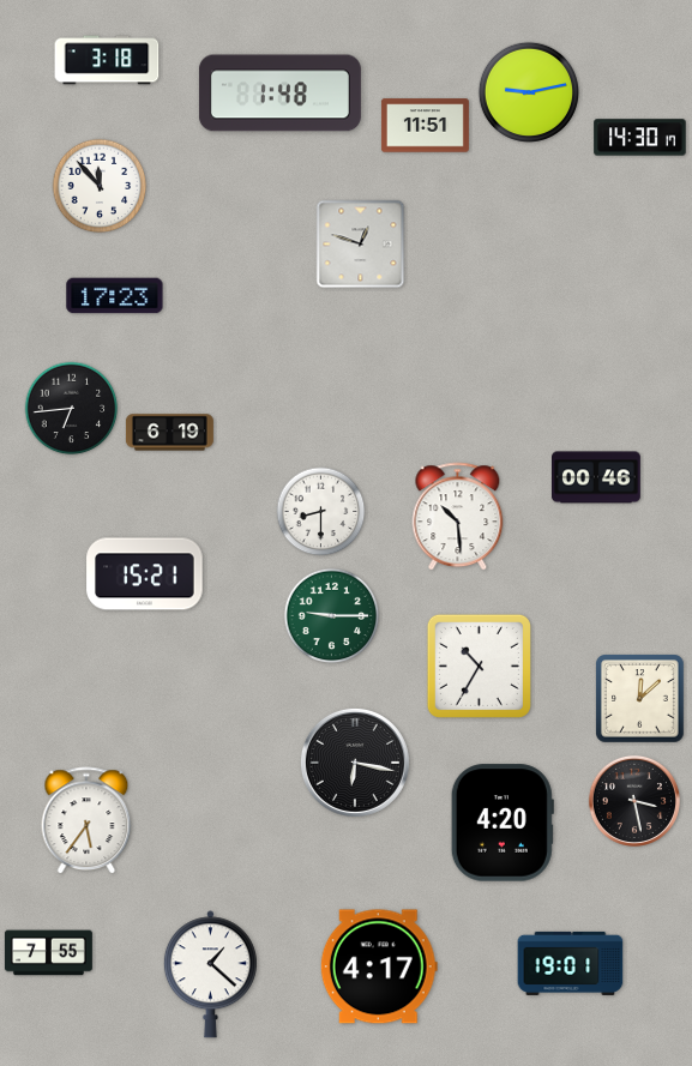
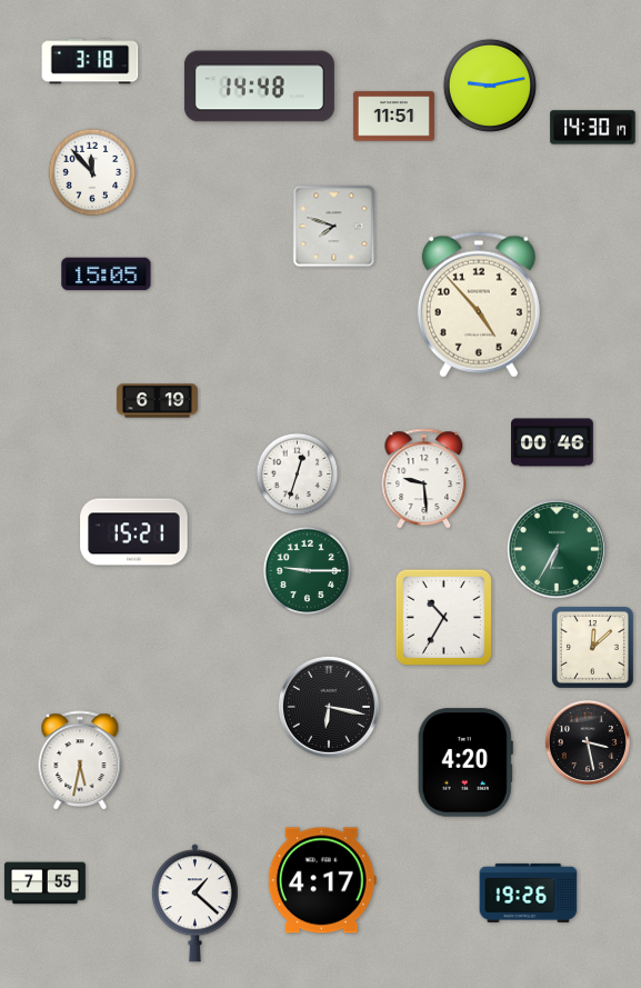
clock at (107, 60) position: (107, 60) -> (90, 61)
clock at (279, 94): 1:48 -> 14:48
clock at (361, 245): 12:48 -> 7:48
clock at (115, 296): 17:23 -> 15:05
clock at (479, 305): none -> 4:53
clock at (72, 409): 6:44 -> none
clock at (321, 512): 8:30 -> 12:33
clock at (458, 517): 10:29 -> 9:29
clock at (557, 549): none -> 6:35
clock at (86, 821): 5:36 -> 5:32
clock at (571, 963): 19:01 -> 19:26
clock at (379, 966) position: (379, 966) -> (322, 880)
